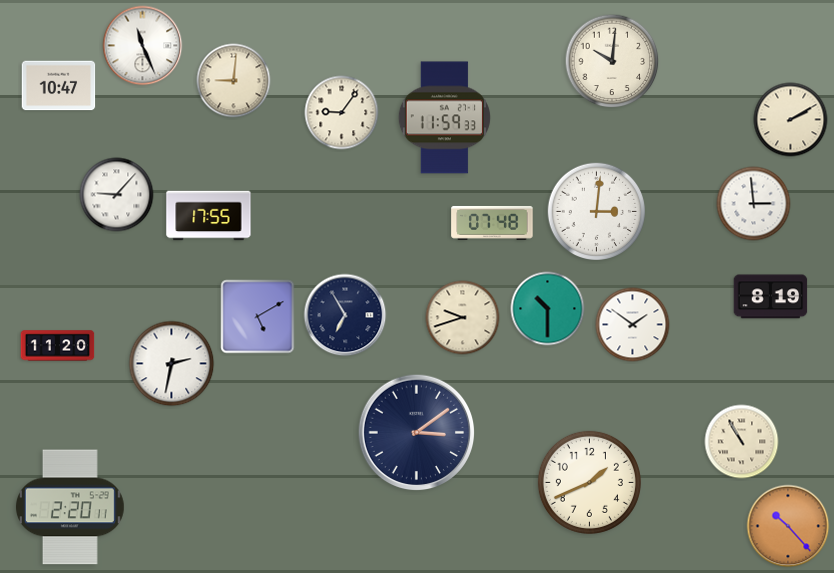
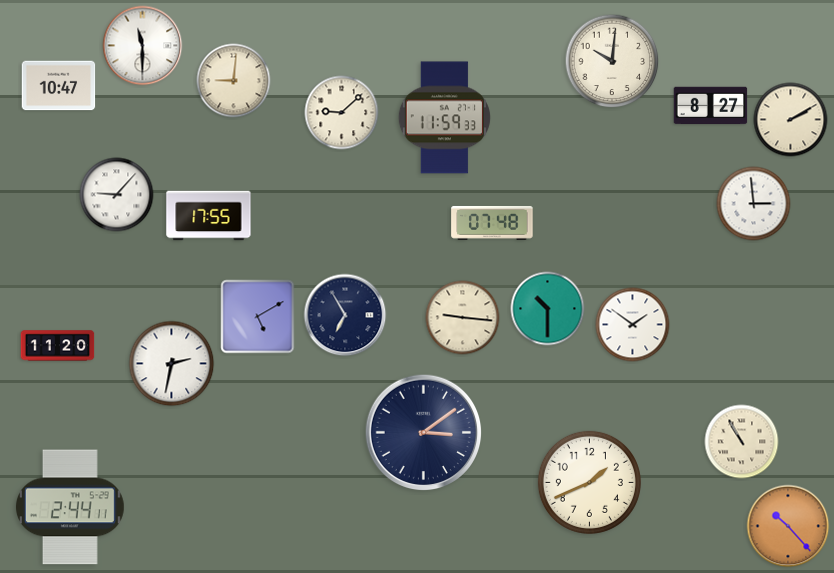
clock at (143, 46): 11:26 -> 11:30
clock at (711, 106): none -> 8:27
clock at (342, 113): 9:06 -> 9:08
clock at (596, 211): 3:01 -> none
clock at (771, 297): 8:19 -> none
clock at (463, 318): 9:42 -> 9:16
clock at (417, 433) position: (417, 433) -> (424, 433)
clock at (70, 507): 2:20 -> 2:44
